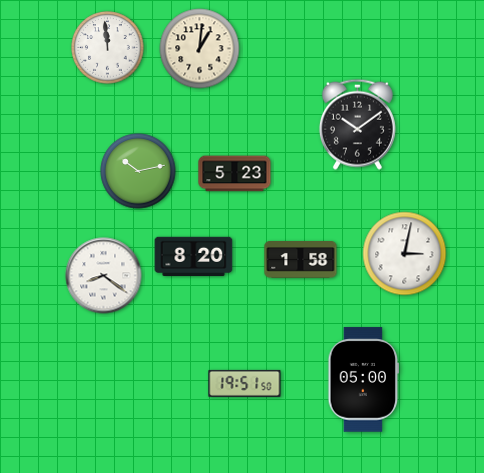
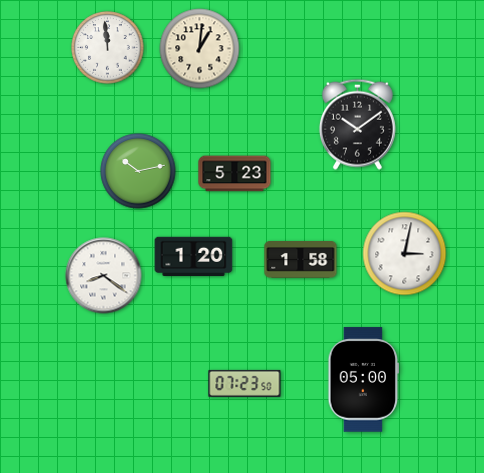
clock at (194, 257): 8:20 -> 1:20
clock at (245, 383): 19:51 -> 07:23
